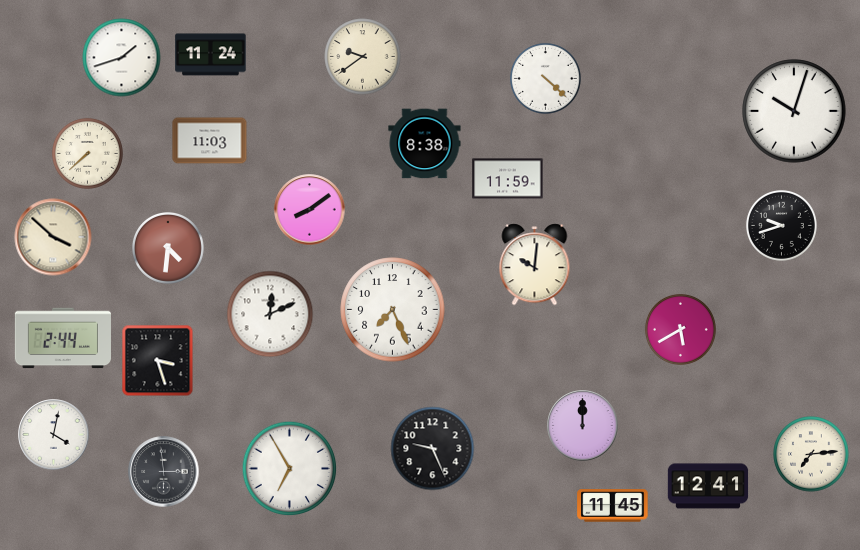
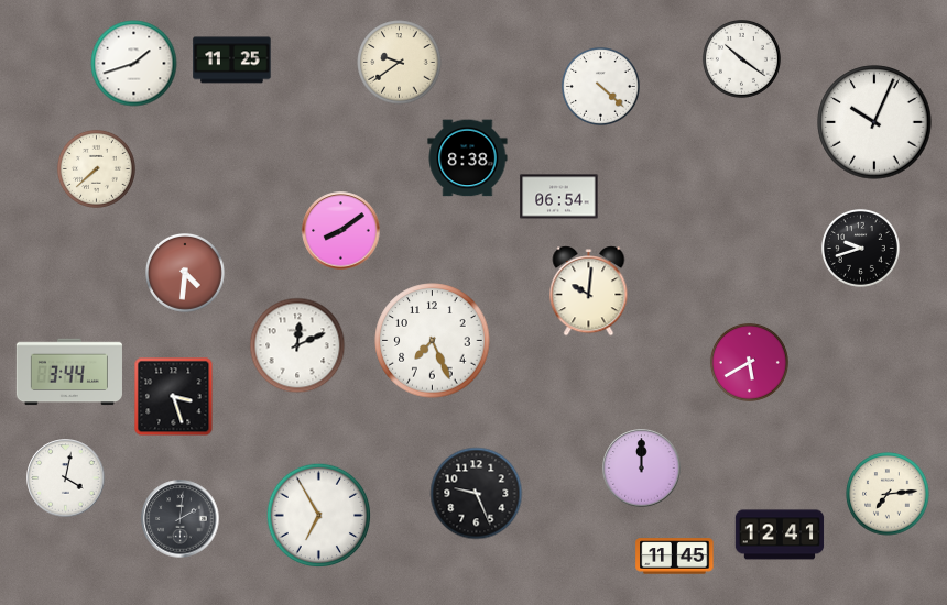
clock at (741, 58): none -> 10:21
clock at (211, 55): 11:24 -> 11:25
clock at (794, 111): 10:03 -> 10:04
clock at (210, 141): 11:03 -> none
clock at (508, 179): 11:59 -> 06:54
clock at (53, 237): 3:52 -> none
clock at (63, 338): 2:44 -> 3:44
clock at (54, 435) position: (54, 435) -> (66, 479)
clock at (811, 454) position: (811, 454) -> (888, 494)
clock at (164, 472): 2:59 -> 2:01
